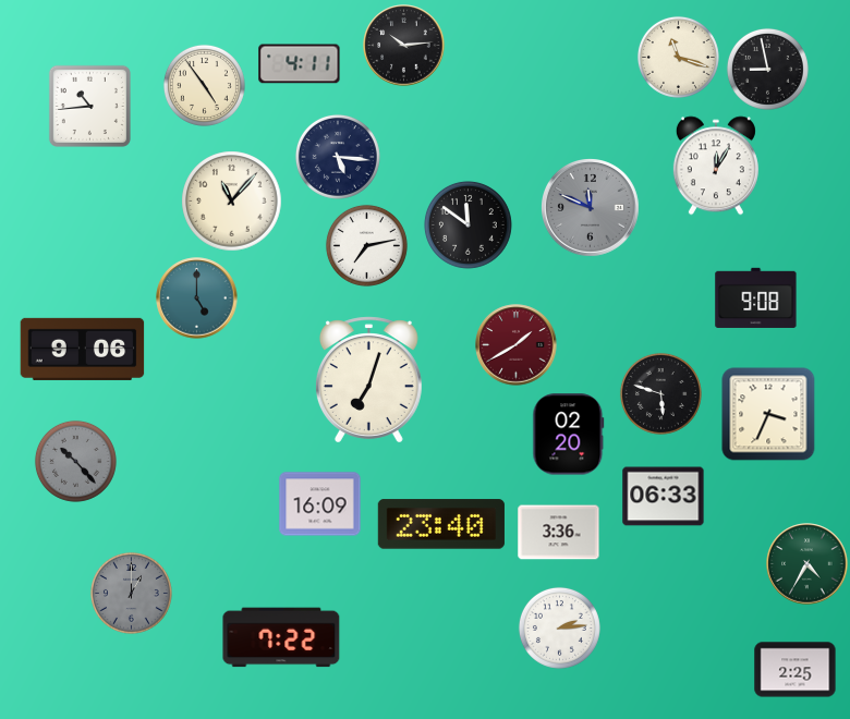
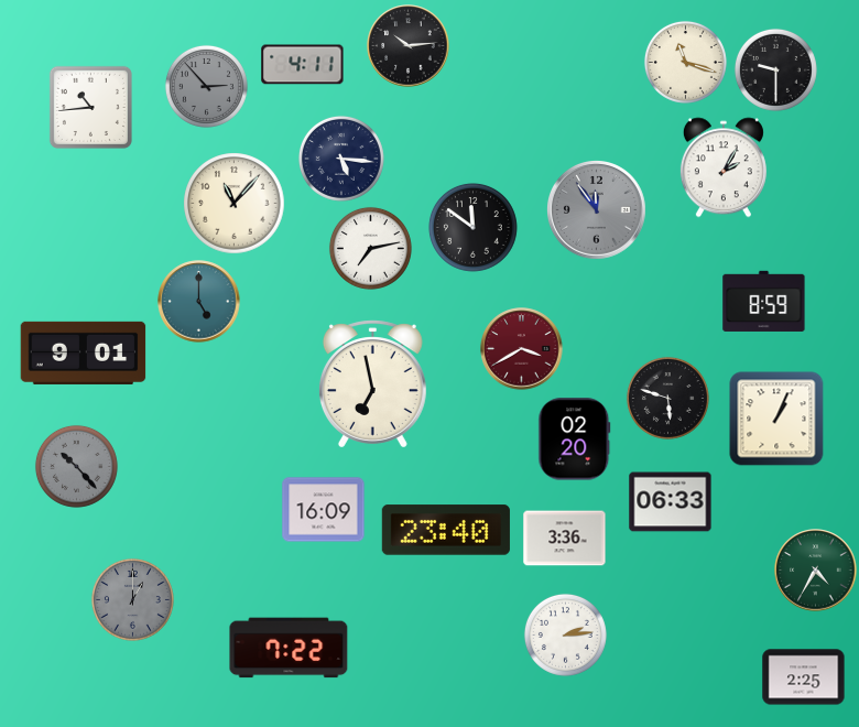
clock at (678, 57) position: (678, 57) -> (685, 62)
clock at (767, 69): 8:58 -> 9:30
clock at (204, 85): 4:54 -> 2:53
clock at (204, 85) dial: cream -> grey
clock at (716, 166): 12:05 -> 2:05
clock at (591, 208): 11:49 -> 11:54
clock at (756, 297): 9:08 -> 8:59
clock at (517, 345): 1:40 -> 3:40
clock at (83, 349): 9:06 -> 9:01
clock at (368, 380): 7:03 -> 6:58
clock at (768, 414): 3:34 -> 1:04
clock at (281, 637) position: (281, 637) -> (289, 648)
